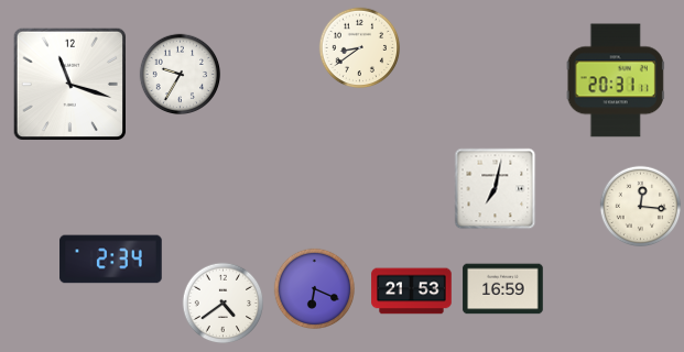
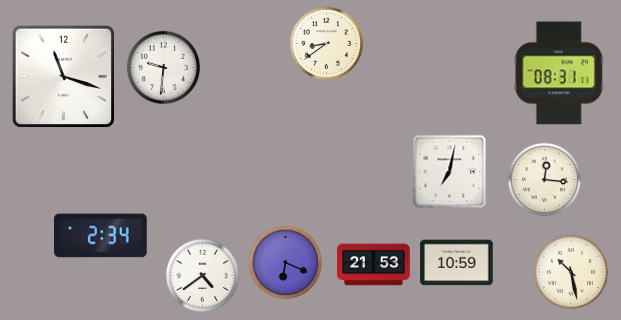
clock at (181, 75): 9:35 -> 9:31
clock at (616, 80): 20:31 -> 08:31
clock at (641, 207) position: (641, 207) -> (545, 180)
clock at (503, 289): 16:59 -> 10:59
clock at (571, 272): none -> 10:28
